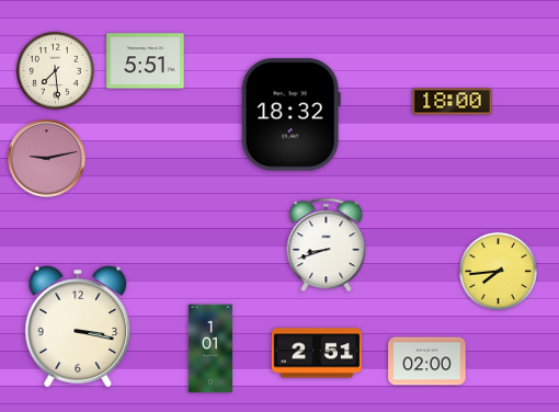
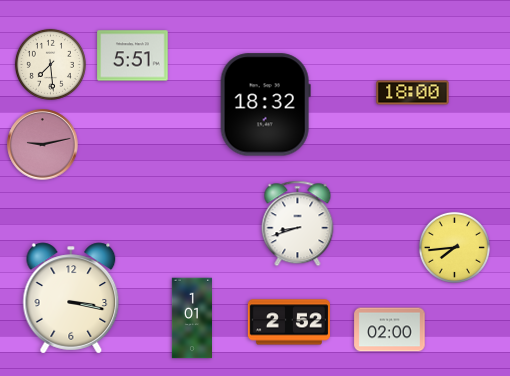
clock at (316, 353): 2:51 -> 2:52
